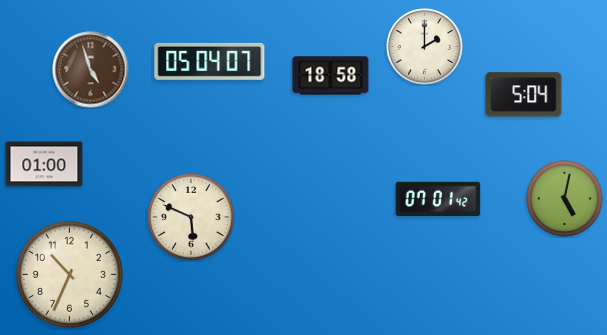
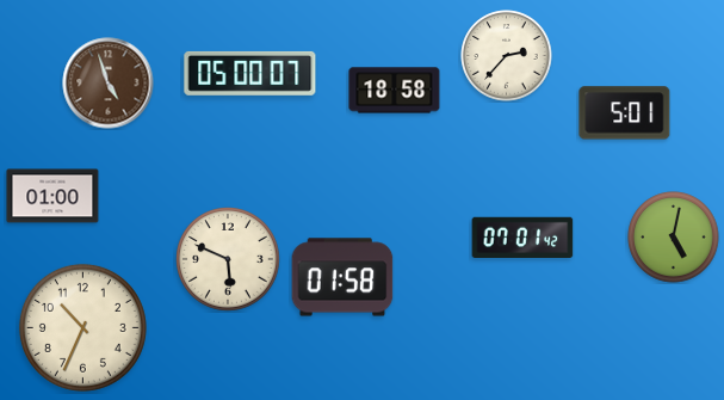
clock at (425, 47): 2:00 -> 2:37
clock at (210, 61): 05:04 -> 05:00
clock at (524, 95): 5:04 -> 5:01
clock at (342, 277): none -> 01:58
